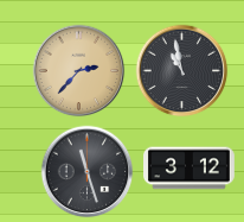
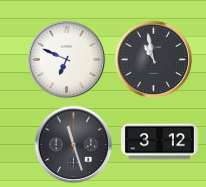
clock at (78, 70): 2:37 -> 6:49
clock at (78, 70) dial: champagne -> white
